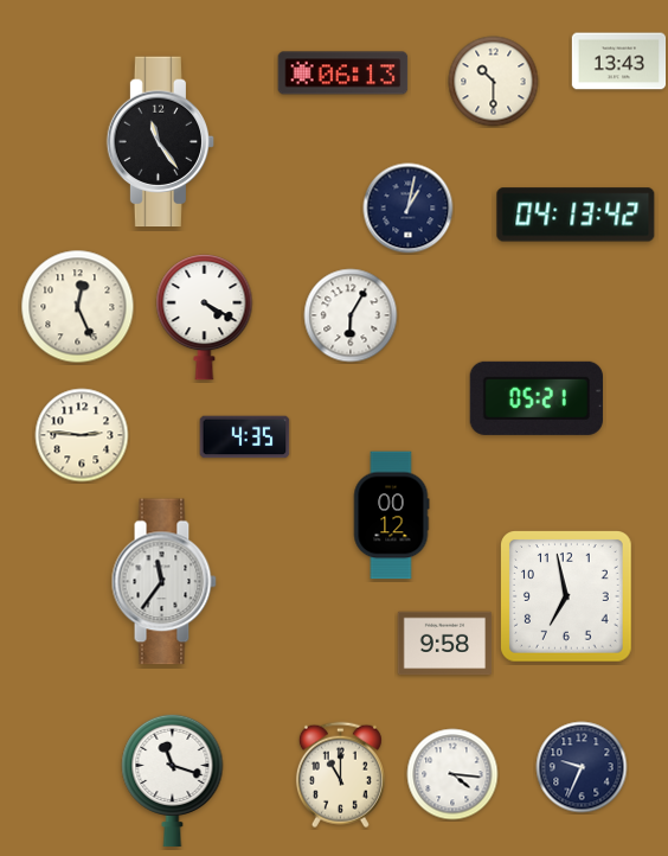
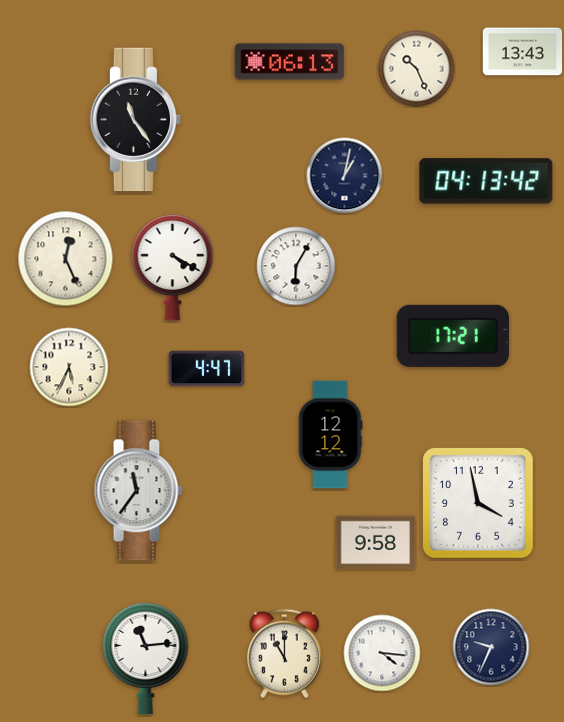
clock at (494, 82): 10:30 -> 10:26
clock at (537, 398): 05:21 -> 17:21
clock at (82, 435): 2:46 -> 5:34
clock at (245, 437): 4:35 -> 4:47
clock at (391, 516): 00:12 -> 12:12
clock at (567, 598): 6:58 -> 3:58
clock at (340, 775) position: (340, 775) -> (284, 654)
clock at (173, 780): 11:18 -> 11:14
